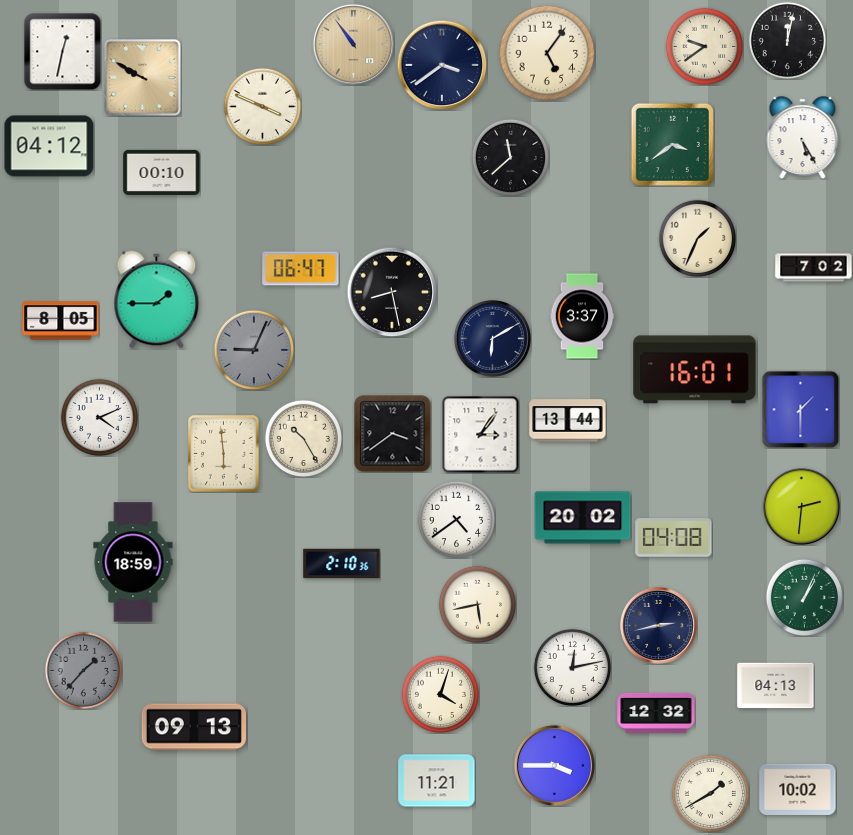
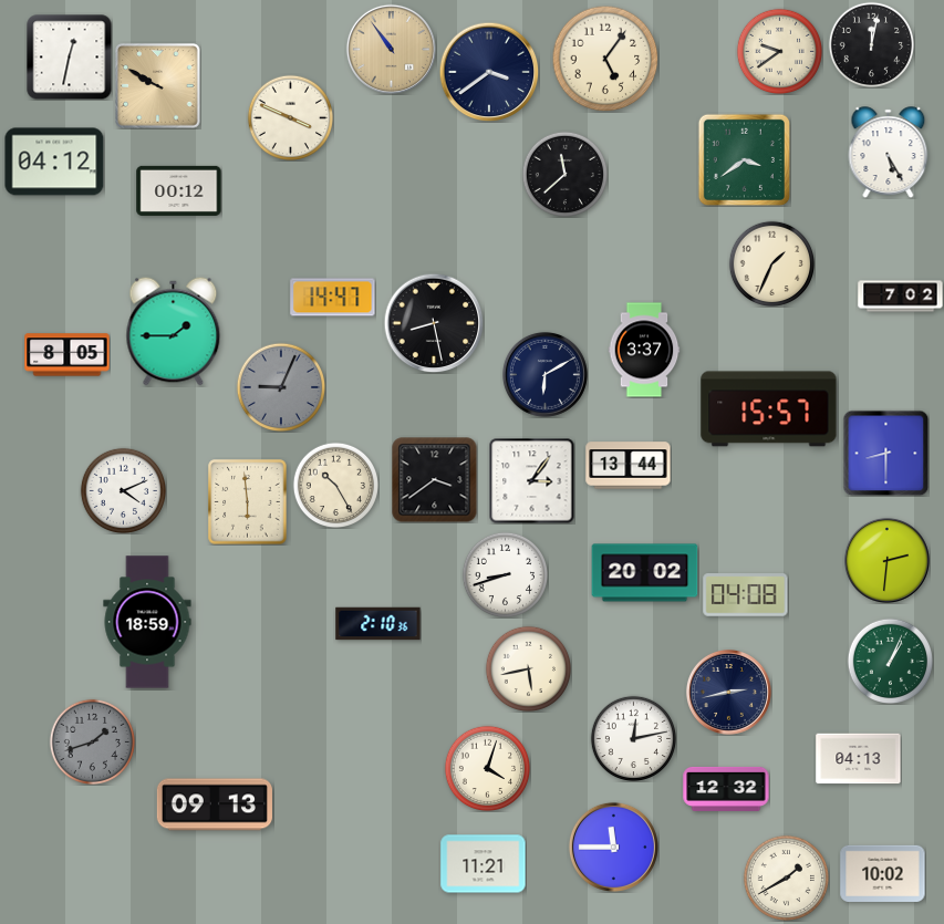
clock at (162, 172): 00:10 -> 00:12
clock at (301, 269): 06:47 -> 14:47
clock at (695, 370): 16:01 -> 15:57
clock at (800, 409): 1:30 -> 8:30
clock at (99, 417) position: (99, 417) -> (123, 490)
clock at (456, 519): 4:39 -> 8:42
clock at (83, 670): 1:37 -> 1:42
clock at (554, 765): 3:45 -> 11:45
